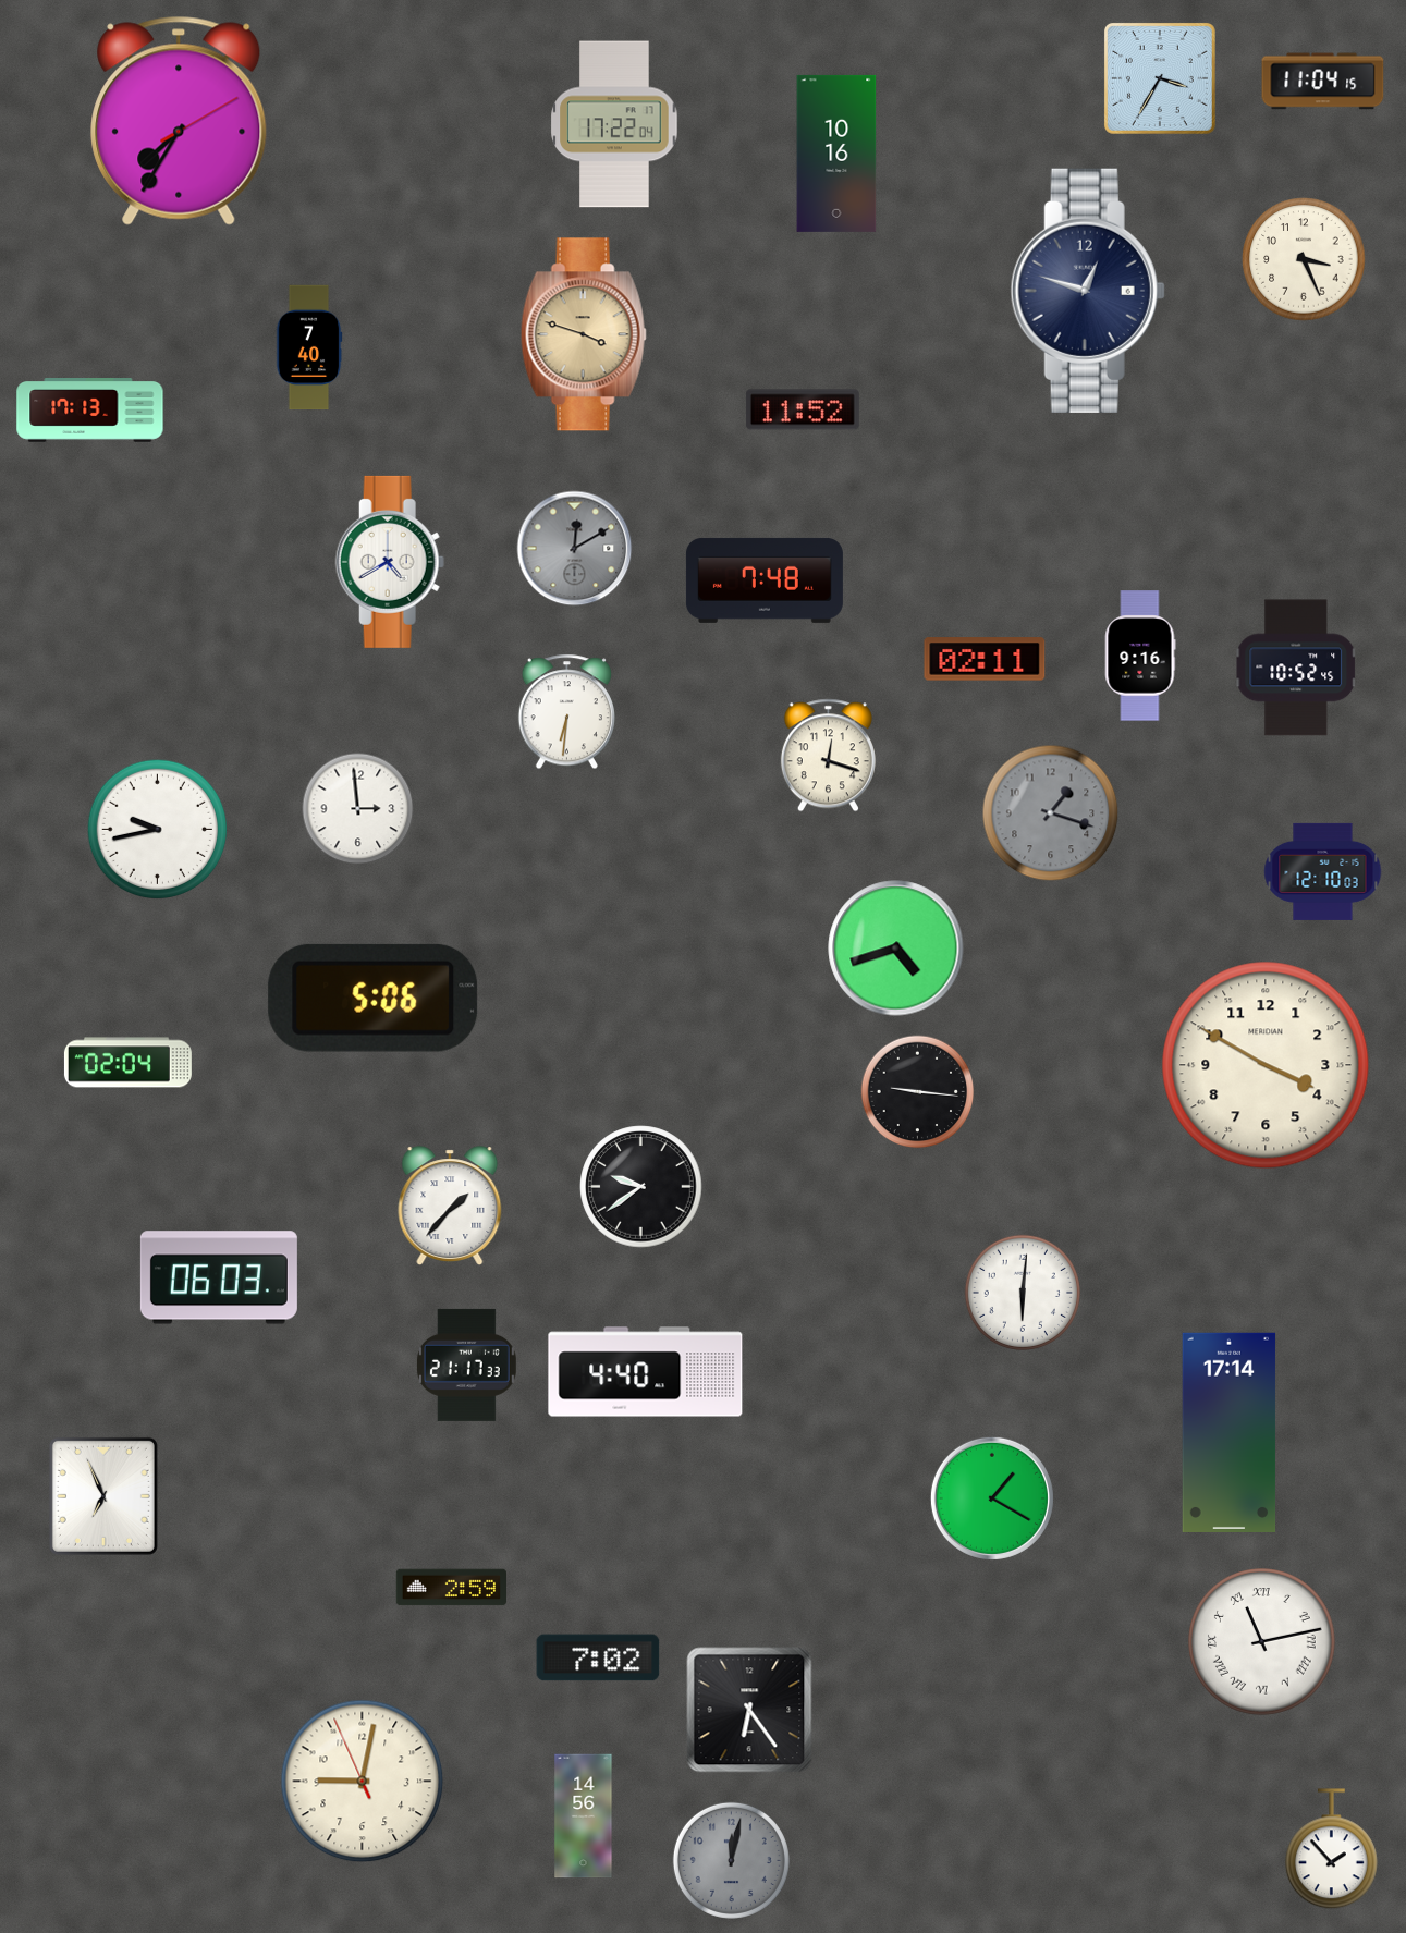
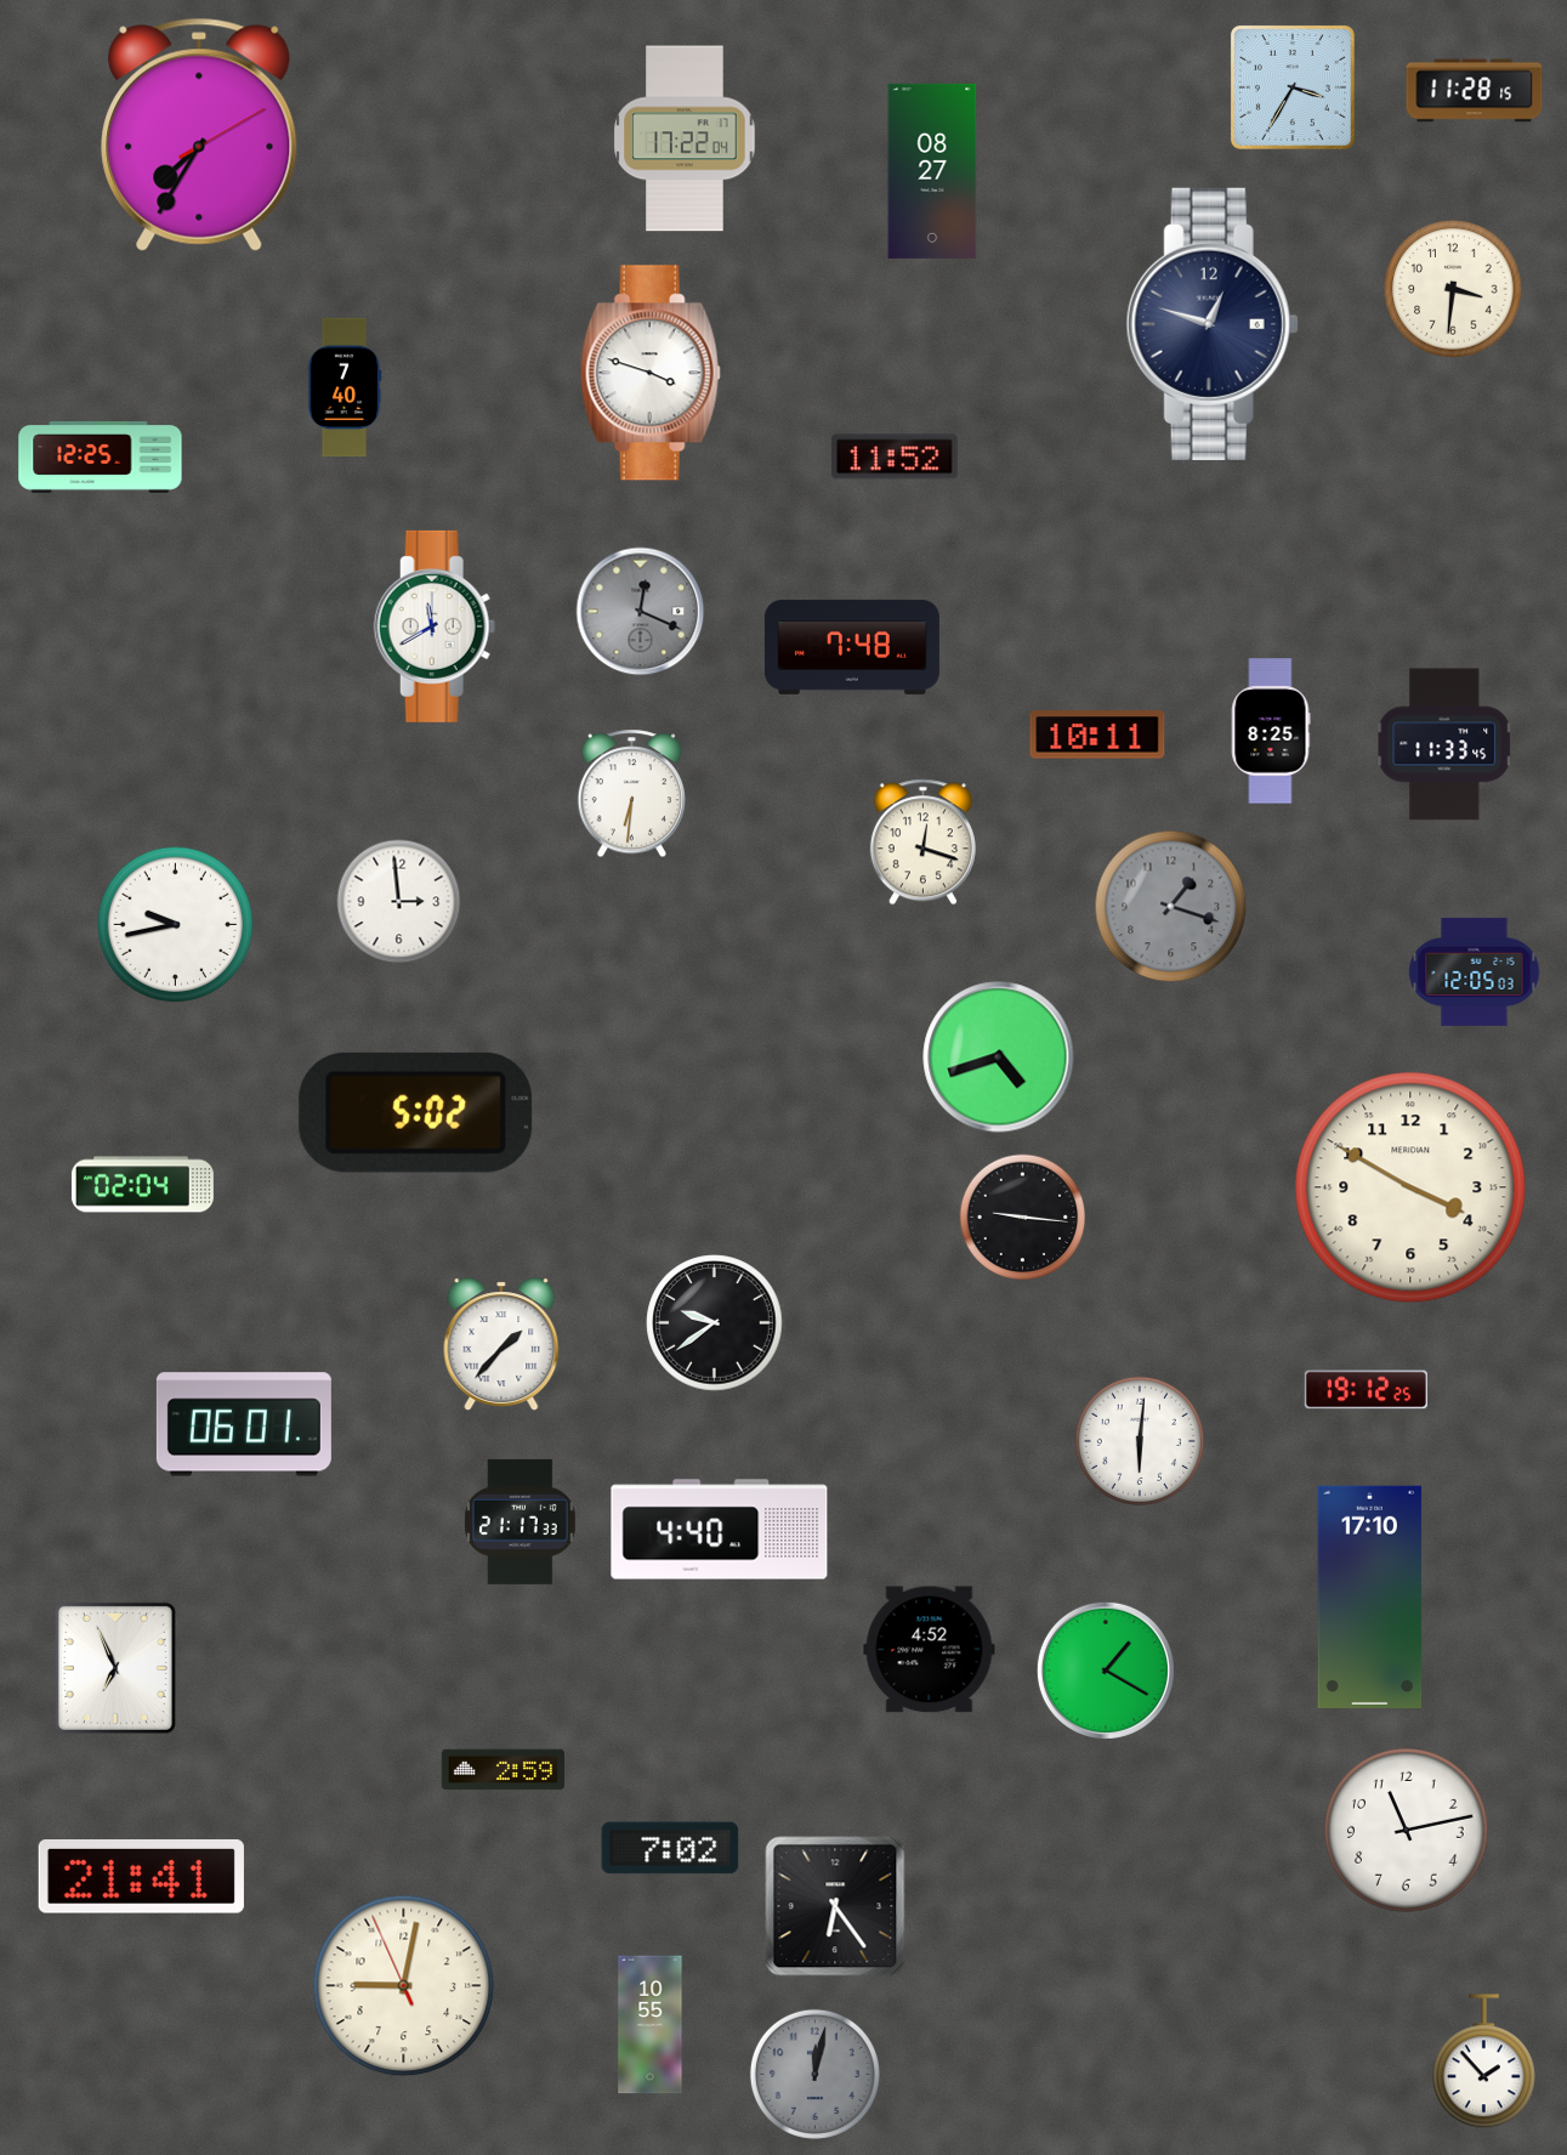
clock at (1323, 82): 11:04 -> 11:28
clock at (836, 154): 10:16 -> 08:27
clock at (1304, 259): 3:26 -> 3:31
clock at (584, 334) dial: champagne -> white
clock at (90, 411): 17:13 -> 12:25
clock at (575, 549): 12:10 -> 12:19
clock at (390, 562): 4:40 -> 11:40
clock at (1140, 656): 9:16 -> 8:25
clock at (985, 659): 02:11 -> 10:11
clock at (1296, 668): 10:52 -> 11:33
clock at (1323, 871): 12:10 -> 12:05
clock at (374, 998): 5:06 -> 5:02
clock at (1366, 1390): none -> 19:12
clock at (219, 1277): 06:03 -> 06:01
clock at (1230, 1432): 17:14 -> 17:10
clock at (930, 1650): none -> 4:52
clock at (1262, 1642) numerals: Roman -> Arabic
clock at (598, 1657) position: (598, 1657) -> (670, 1848)
clock at (141, 1877): none -> 21:41
clock at (584, 1816): 14:56 -> 10:55
